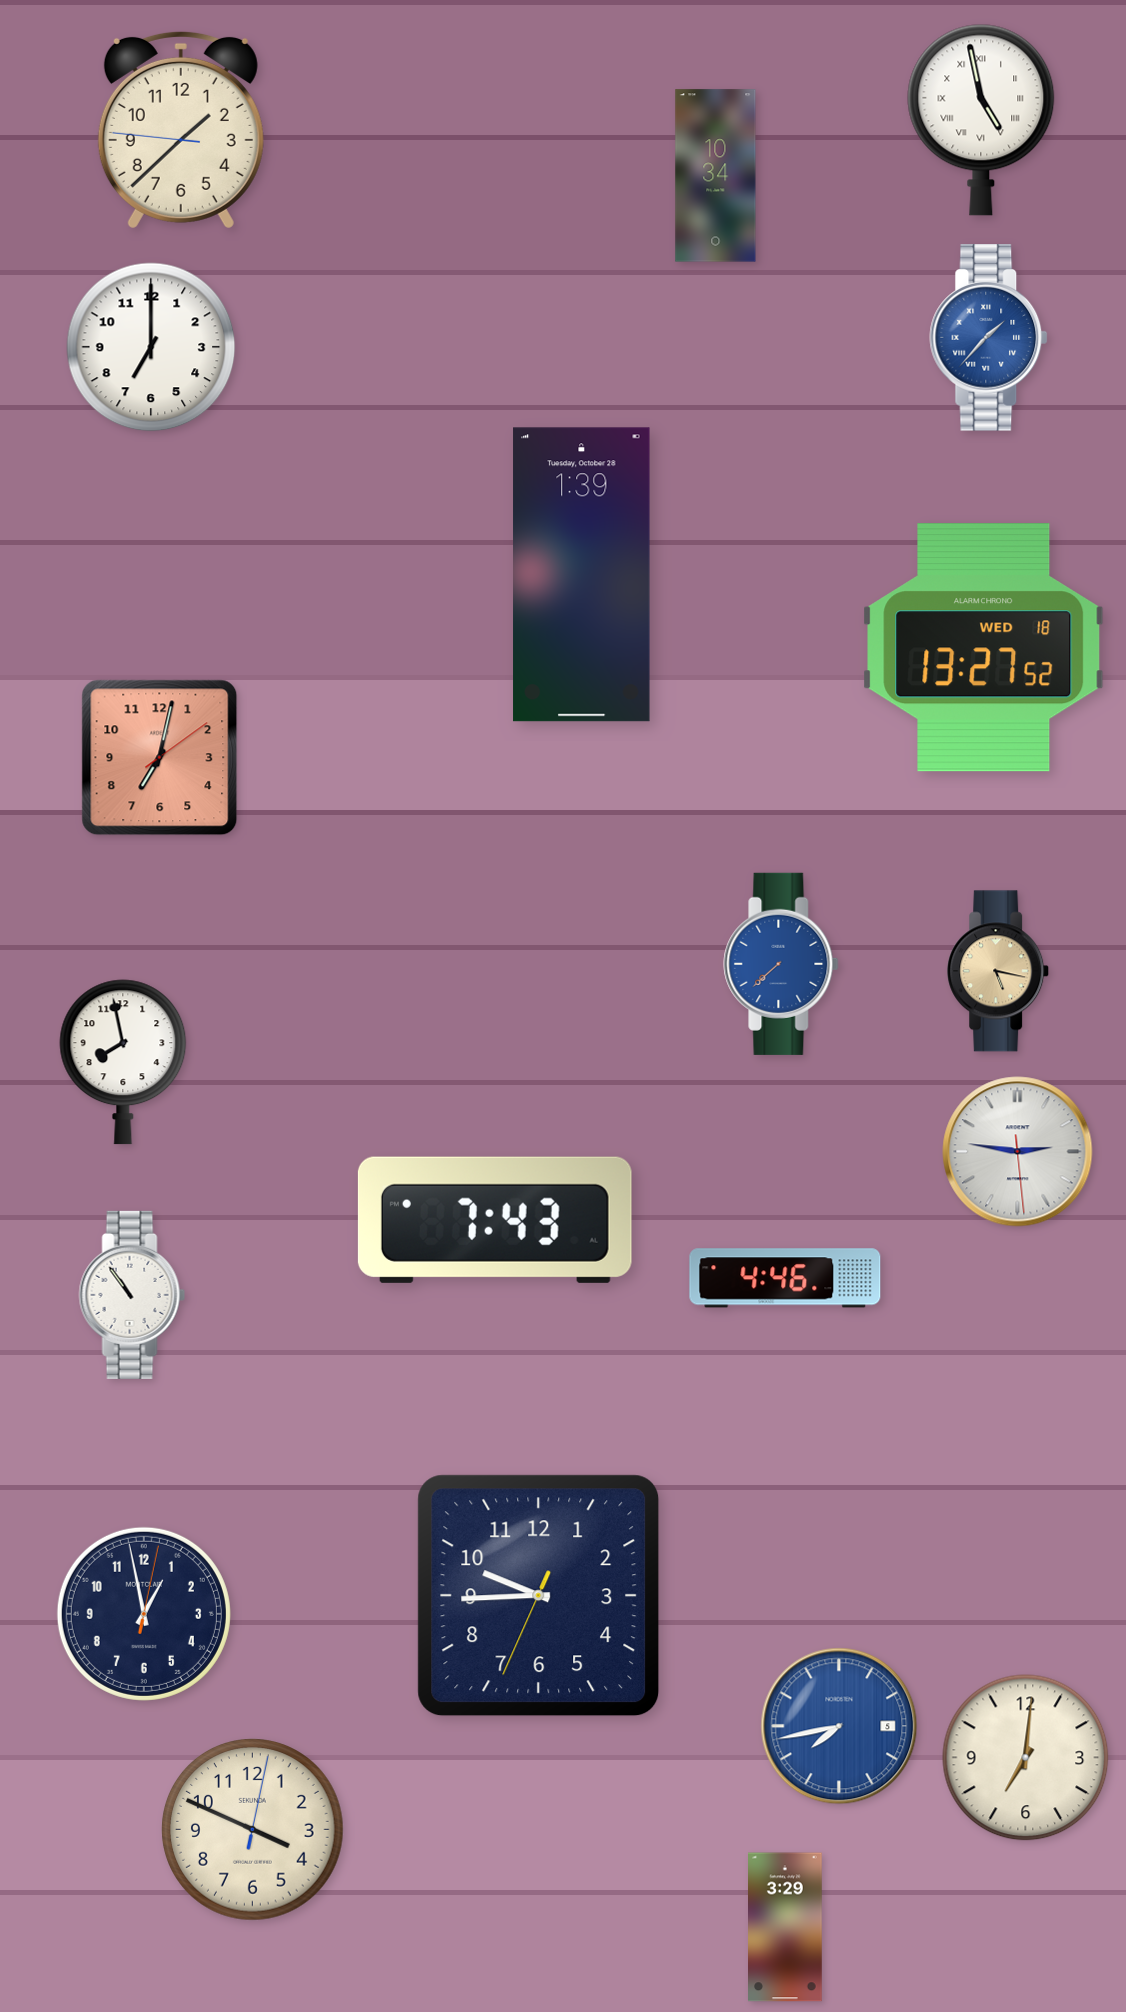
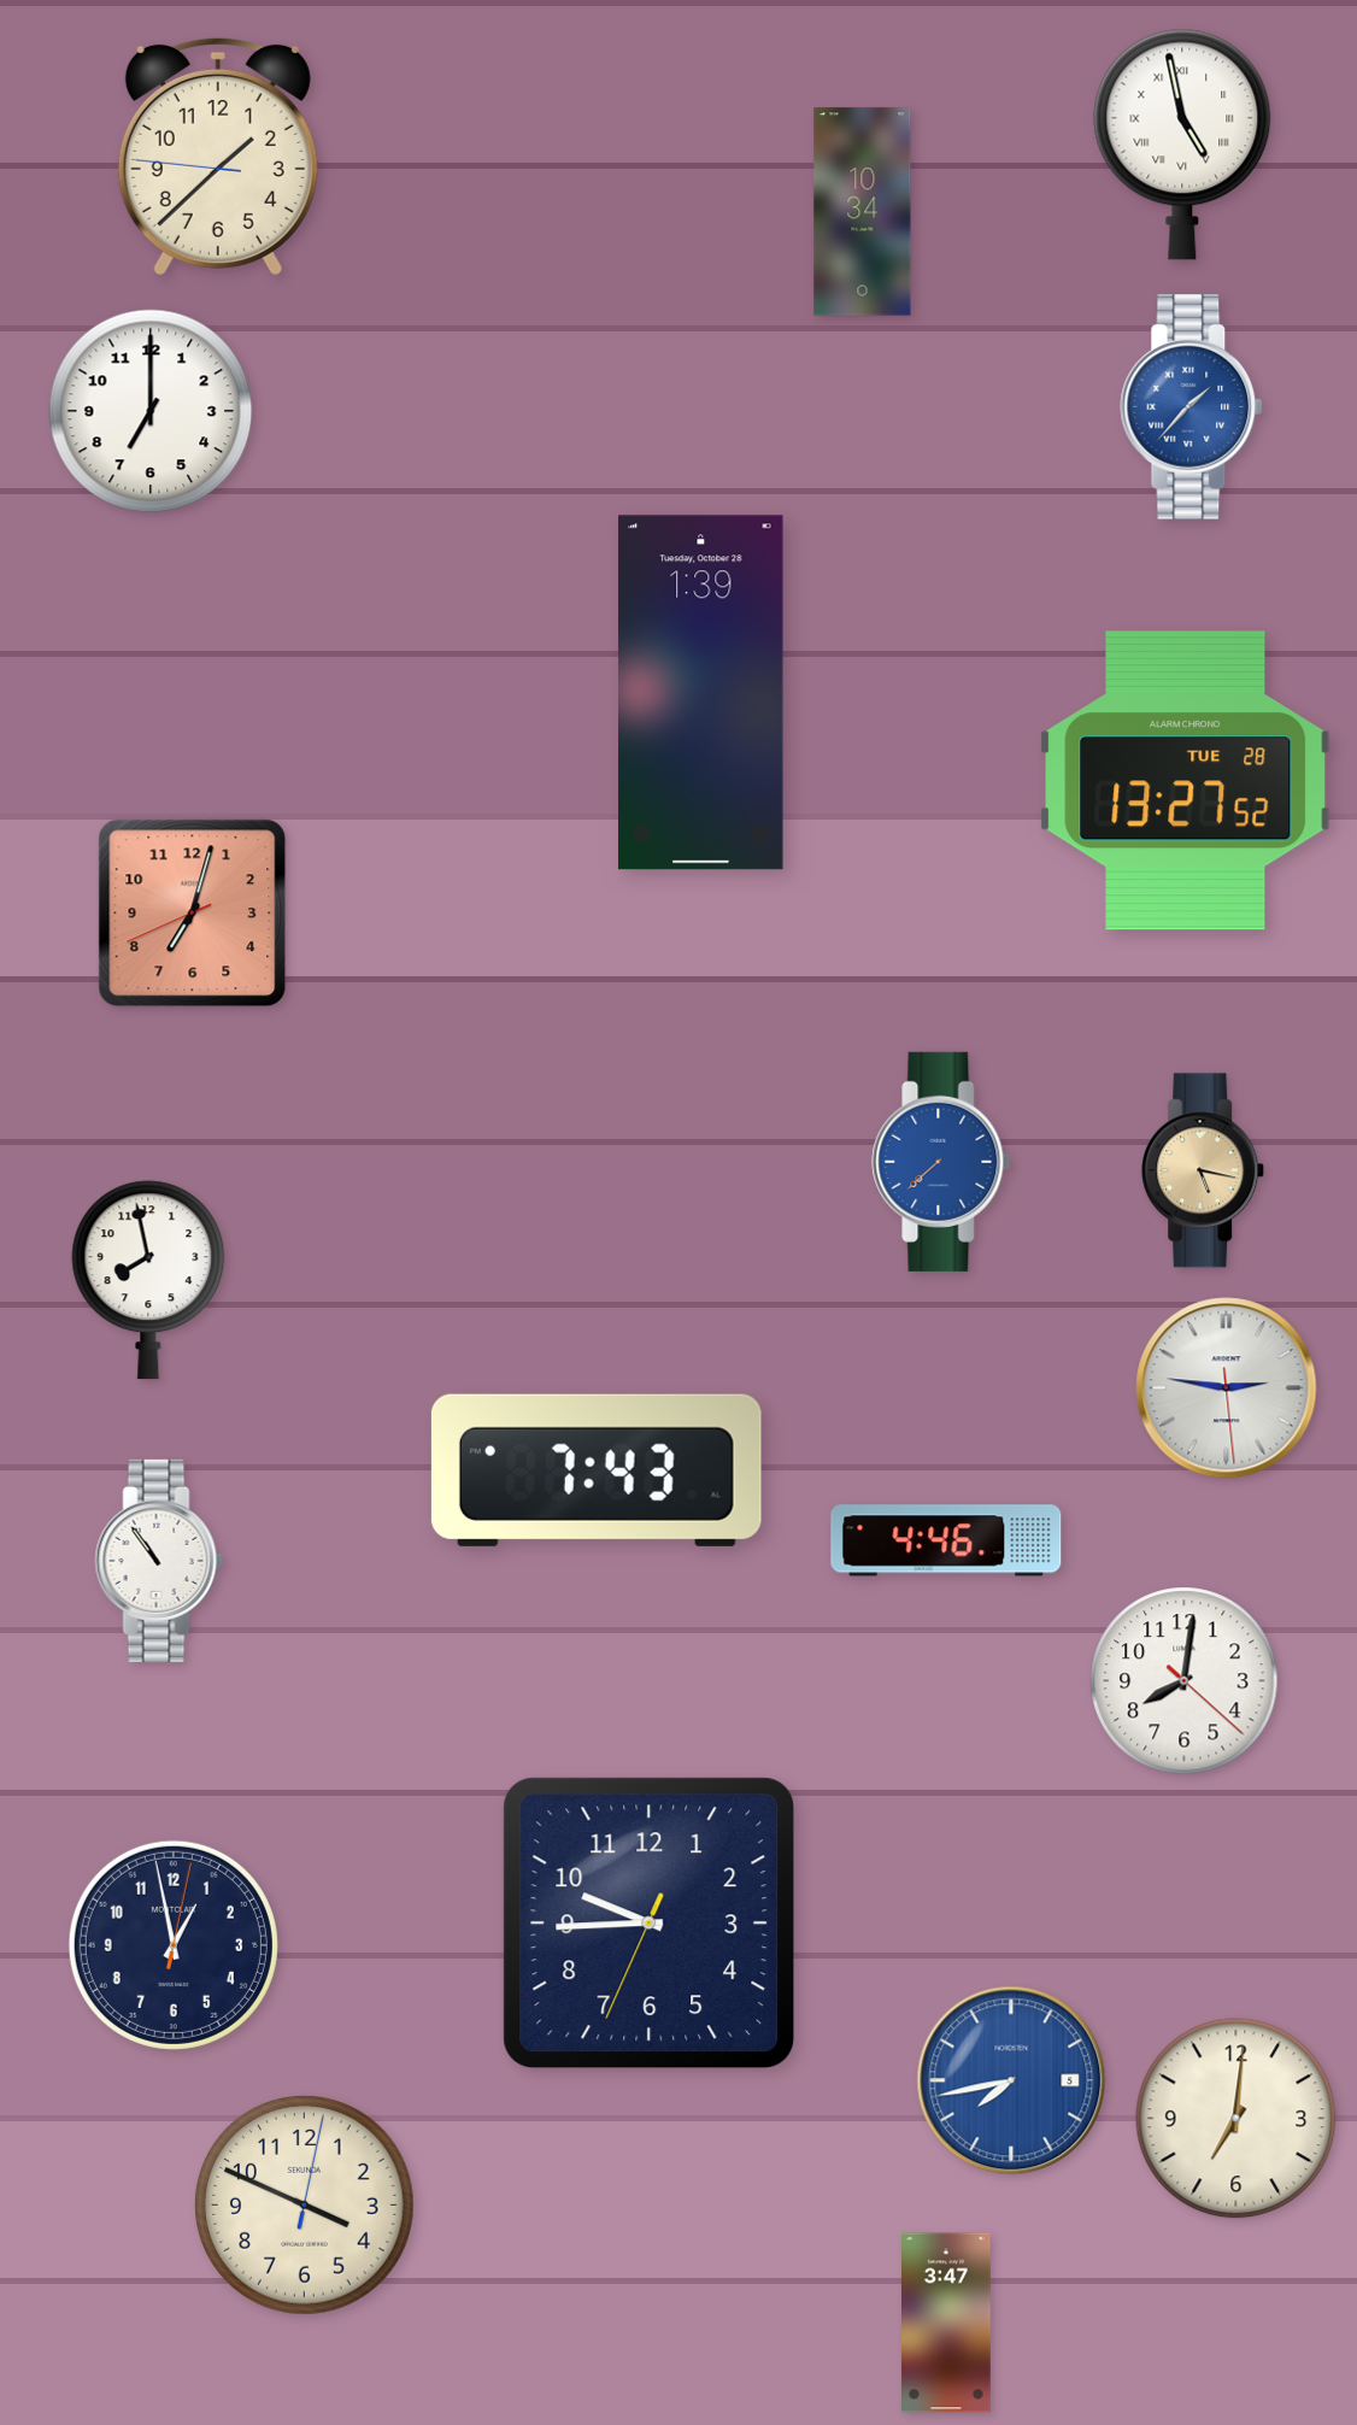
clock at (151, 347) position: (151, 347) -> (151, 411)
clock at (984, 648) date: WED 18 -> TUE 28
clock at (160, 758): 7:02:09 -> 7:02:41
clock at (1185, 1681): none -> 8:01
clock at (786, 1927): 3:29 -> 3:47
